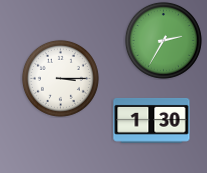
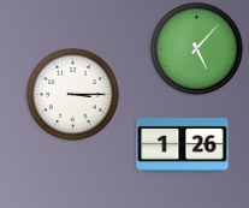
clock at (163, 40): 2:35 -> 5:07
clock at (152, 120): 1:30 -> 1:26
